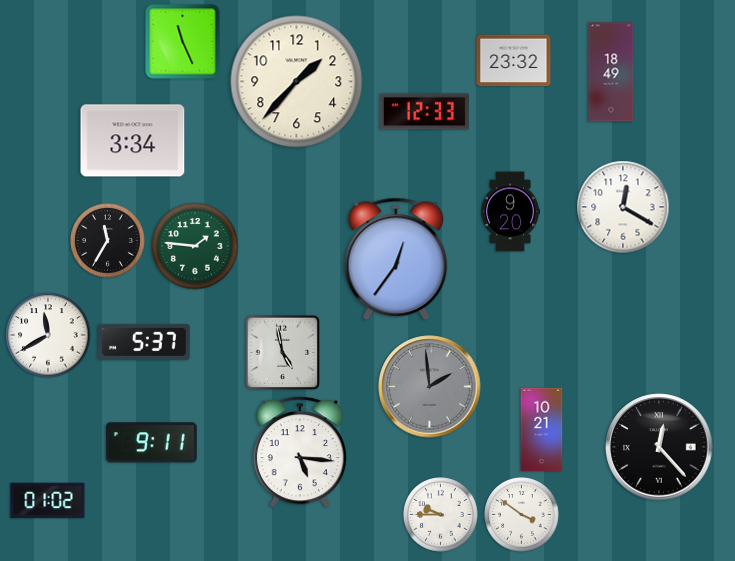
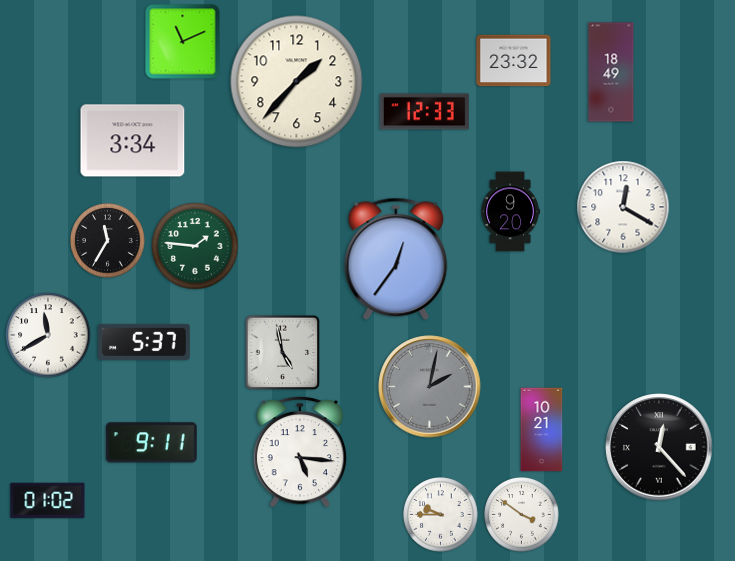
clock at (183, 42): 11:26 -> 11:11
clock at (430, 387): 1:59 -> 2:02
